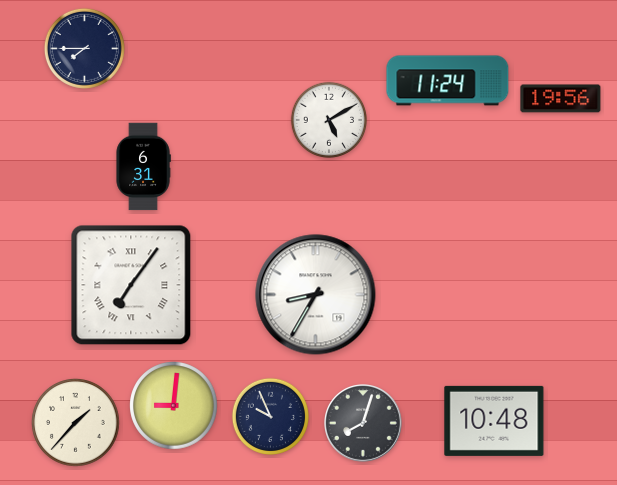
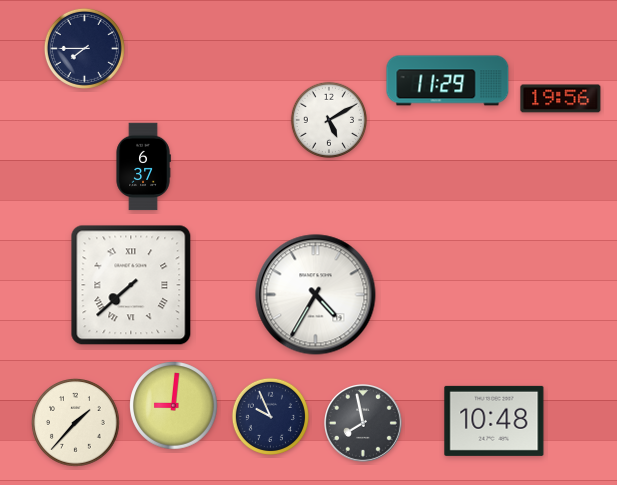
clock at (448, 81): 11:24 -> 11:29
clock at (143, 167): 6:31 -> 6:37
clock at (131, 285): 7:06 -> 7:38
clock at (316, 295): 8:35 -> 4:35
clock at (364, 424): 8:03 -> 7:58
